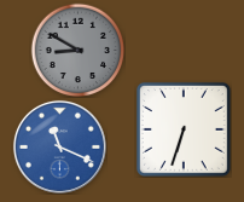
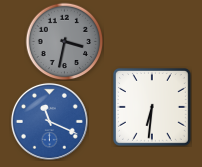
clock at (77, 50): 8:50 -> 3:32
clock at (184, 129): 6:33 -> 6:31
